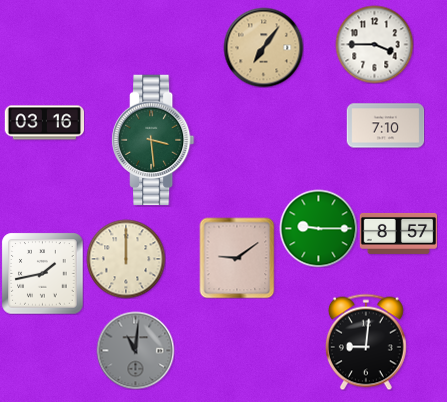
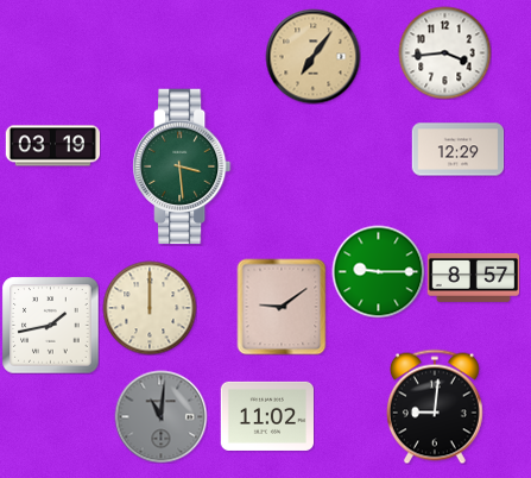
clock at (374, 44): 3:45 -> 3:44
clock at (44, 123): 03:16 -> 03:19
clock at (385, 126): 7:10 -> 12:29
clock at (267, 416): none -> 11:02
